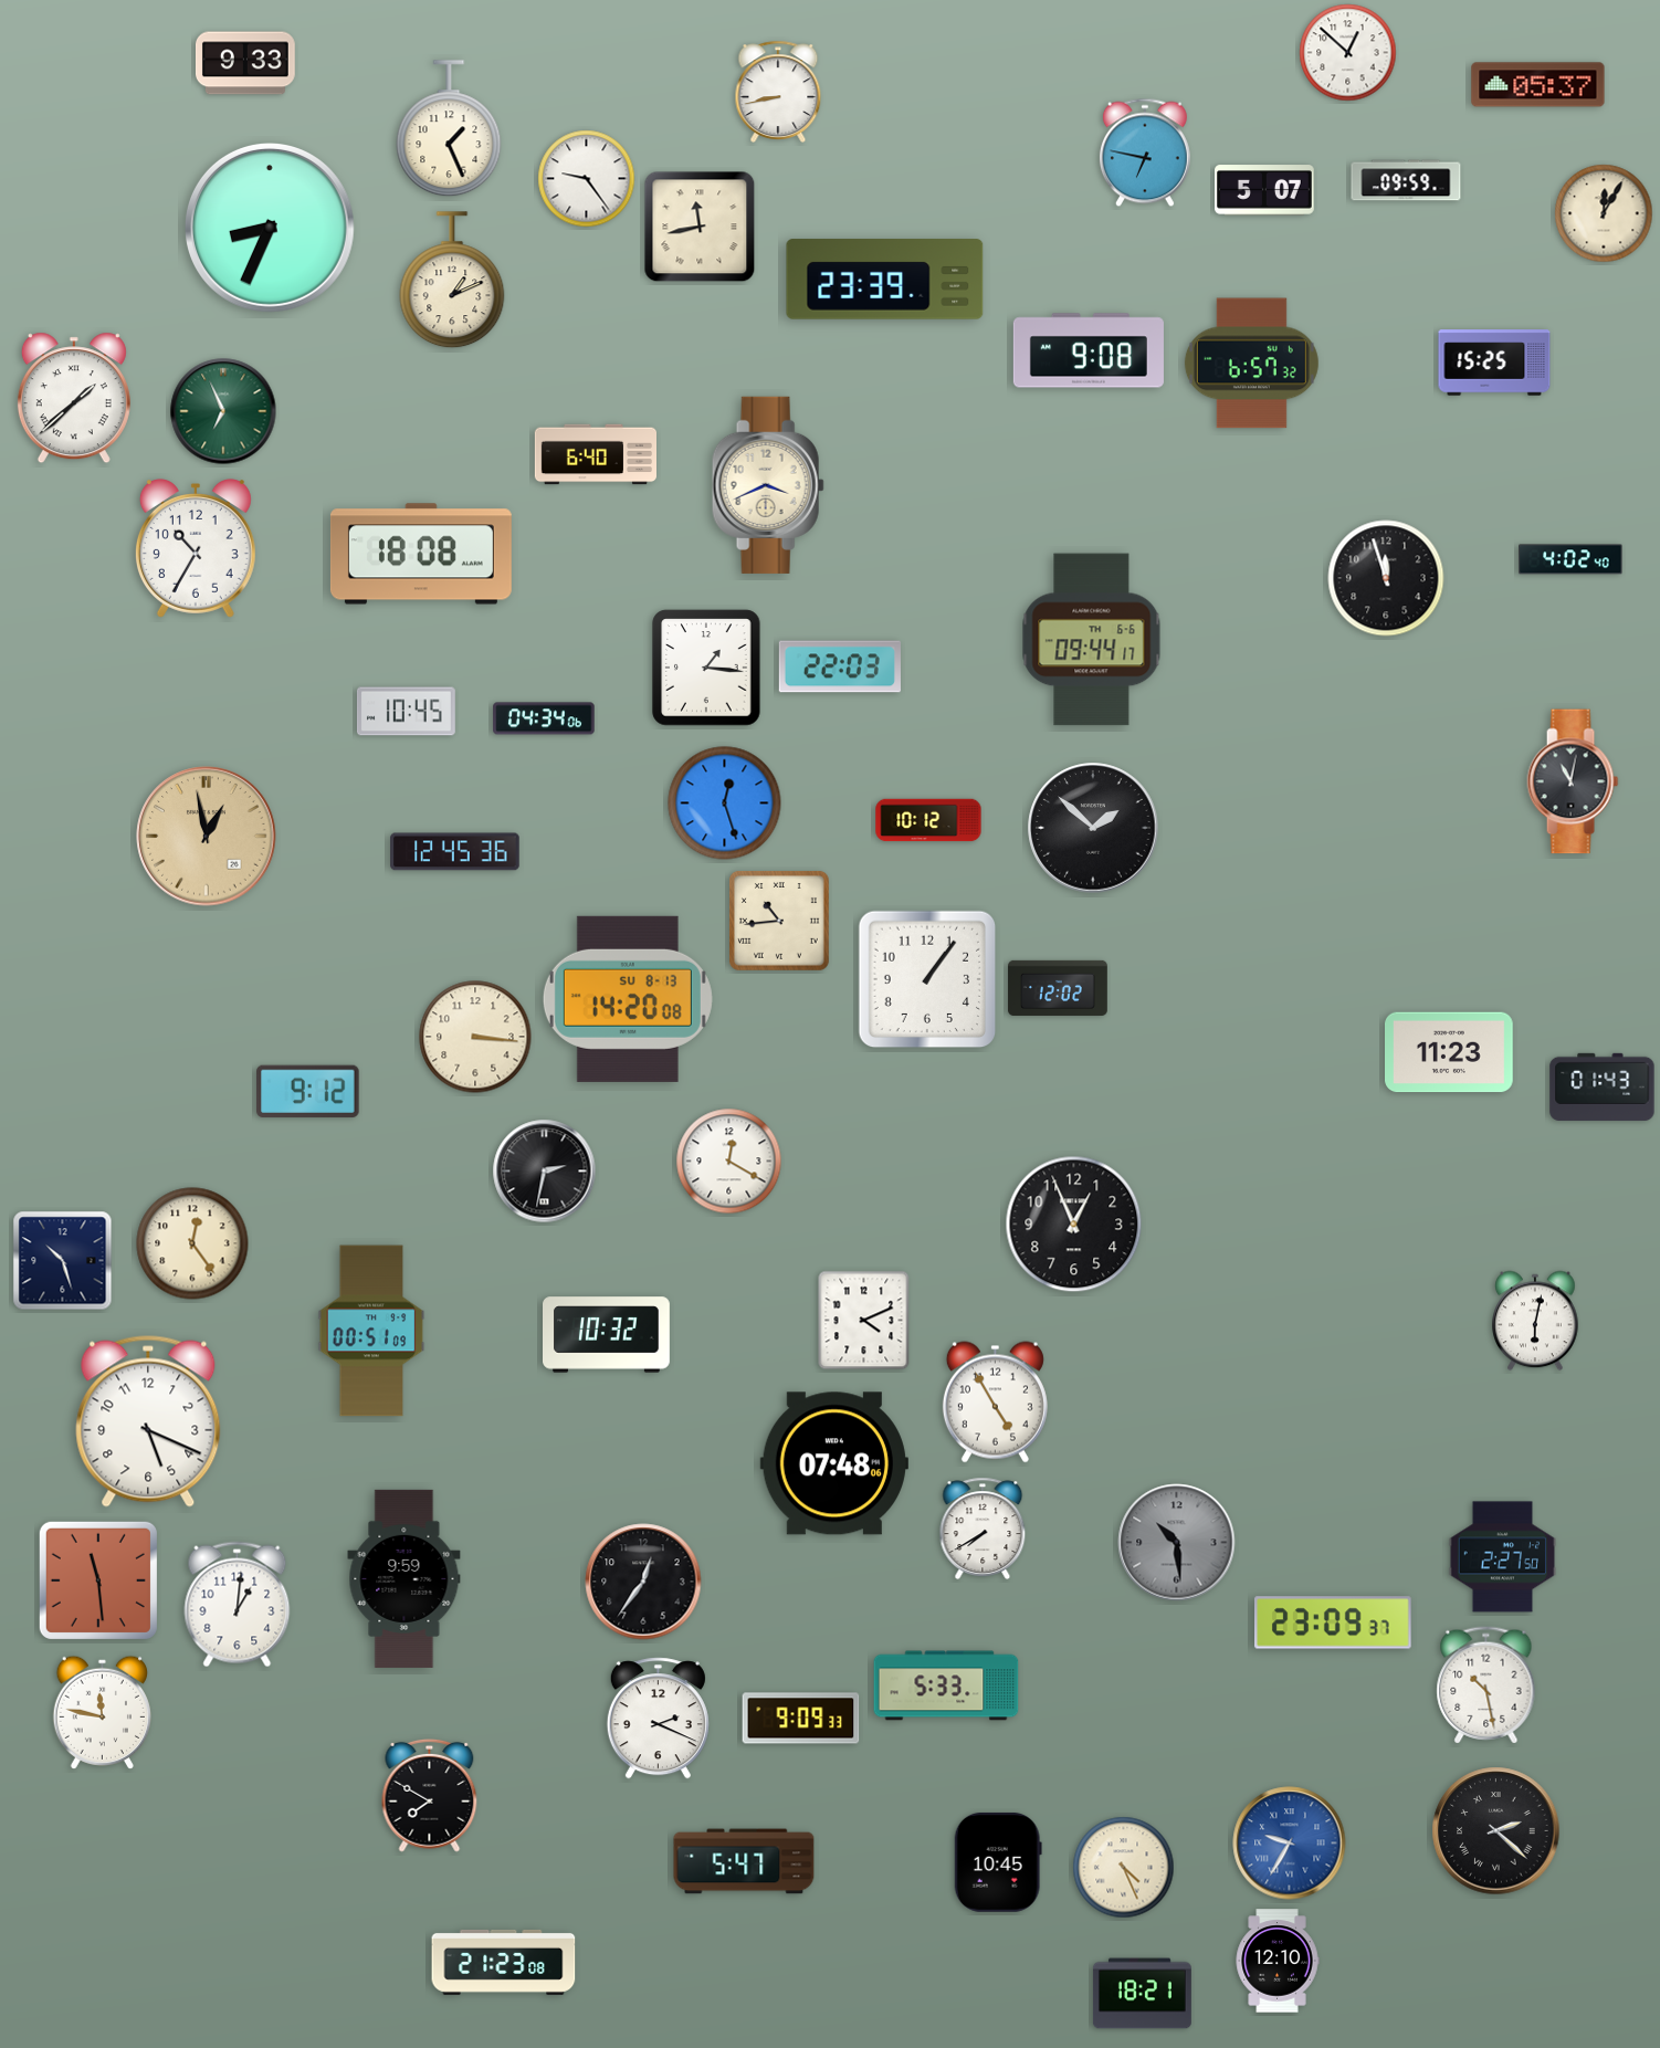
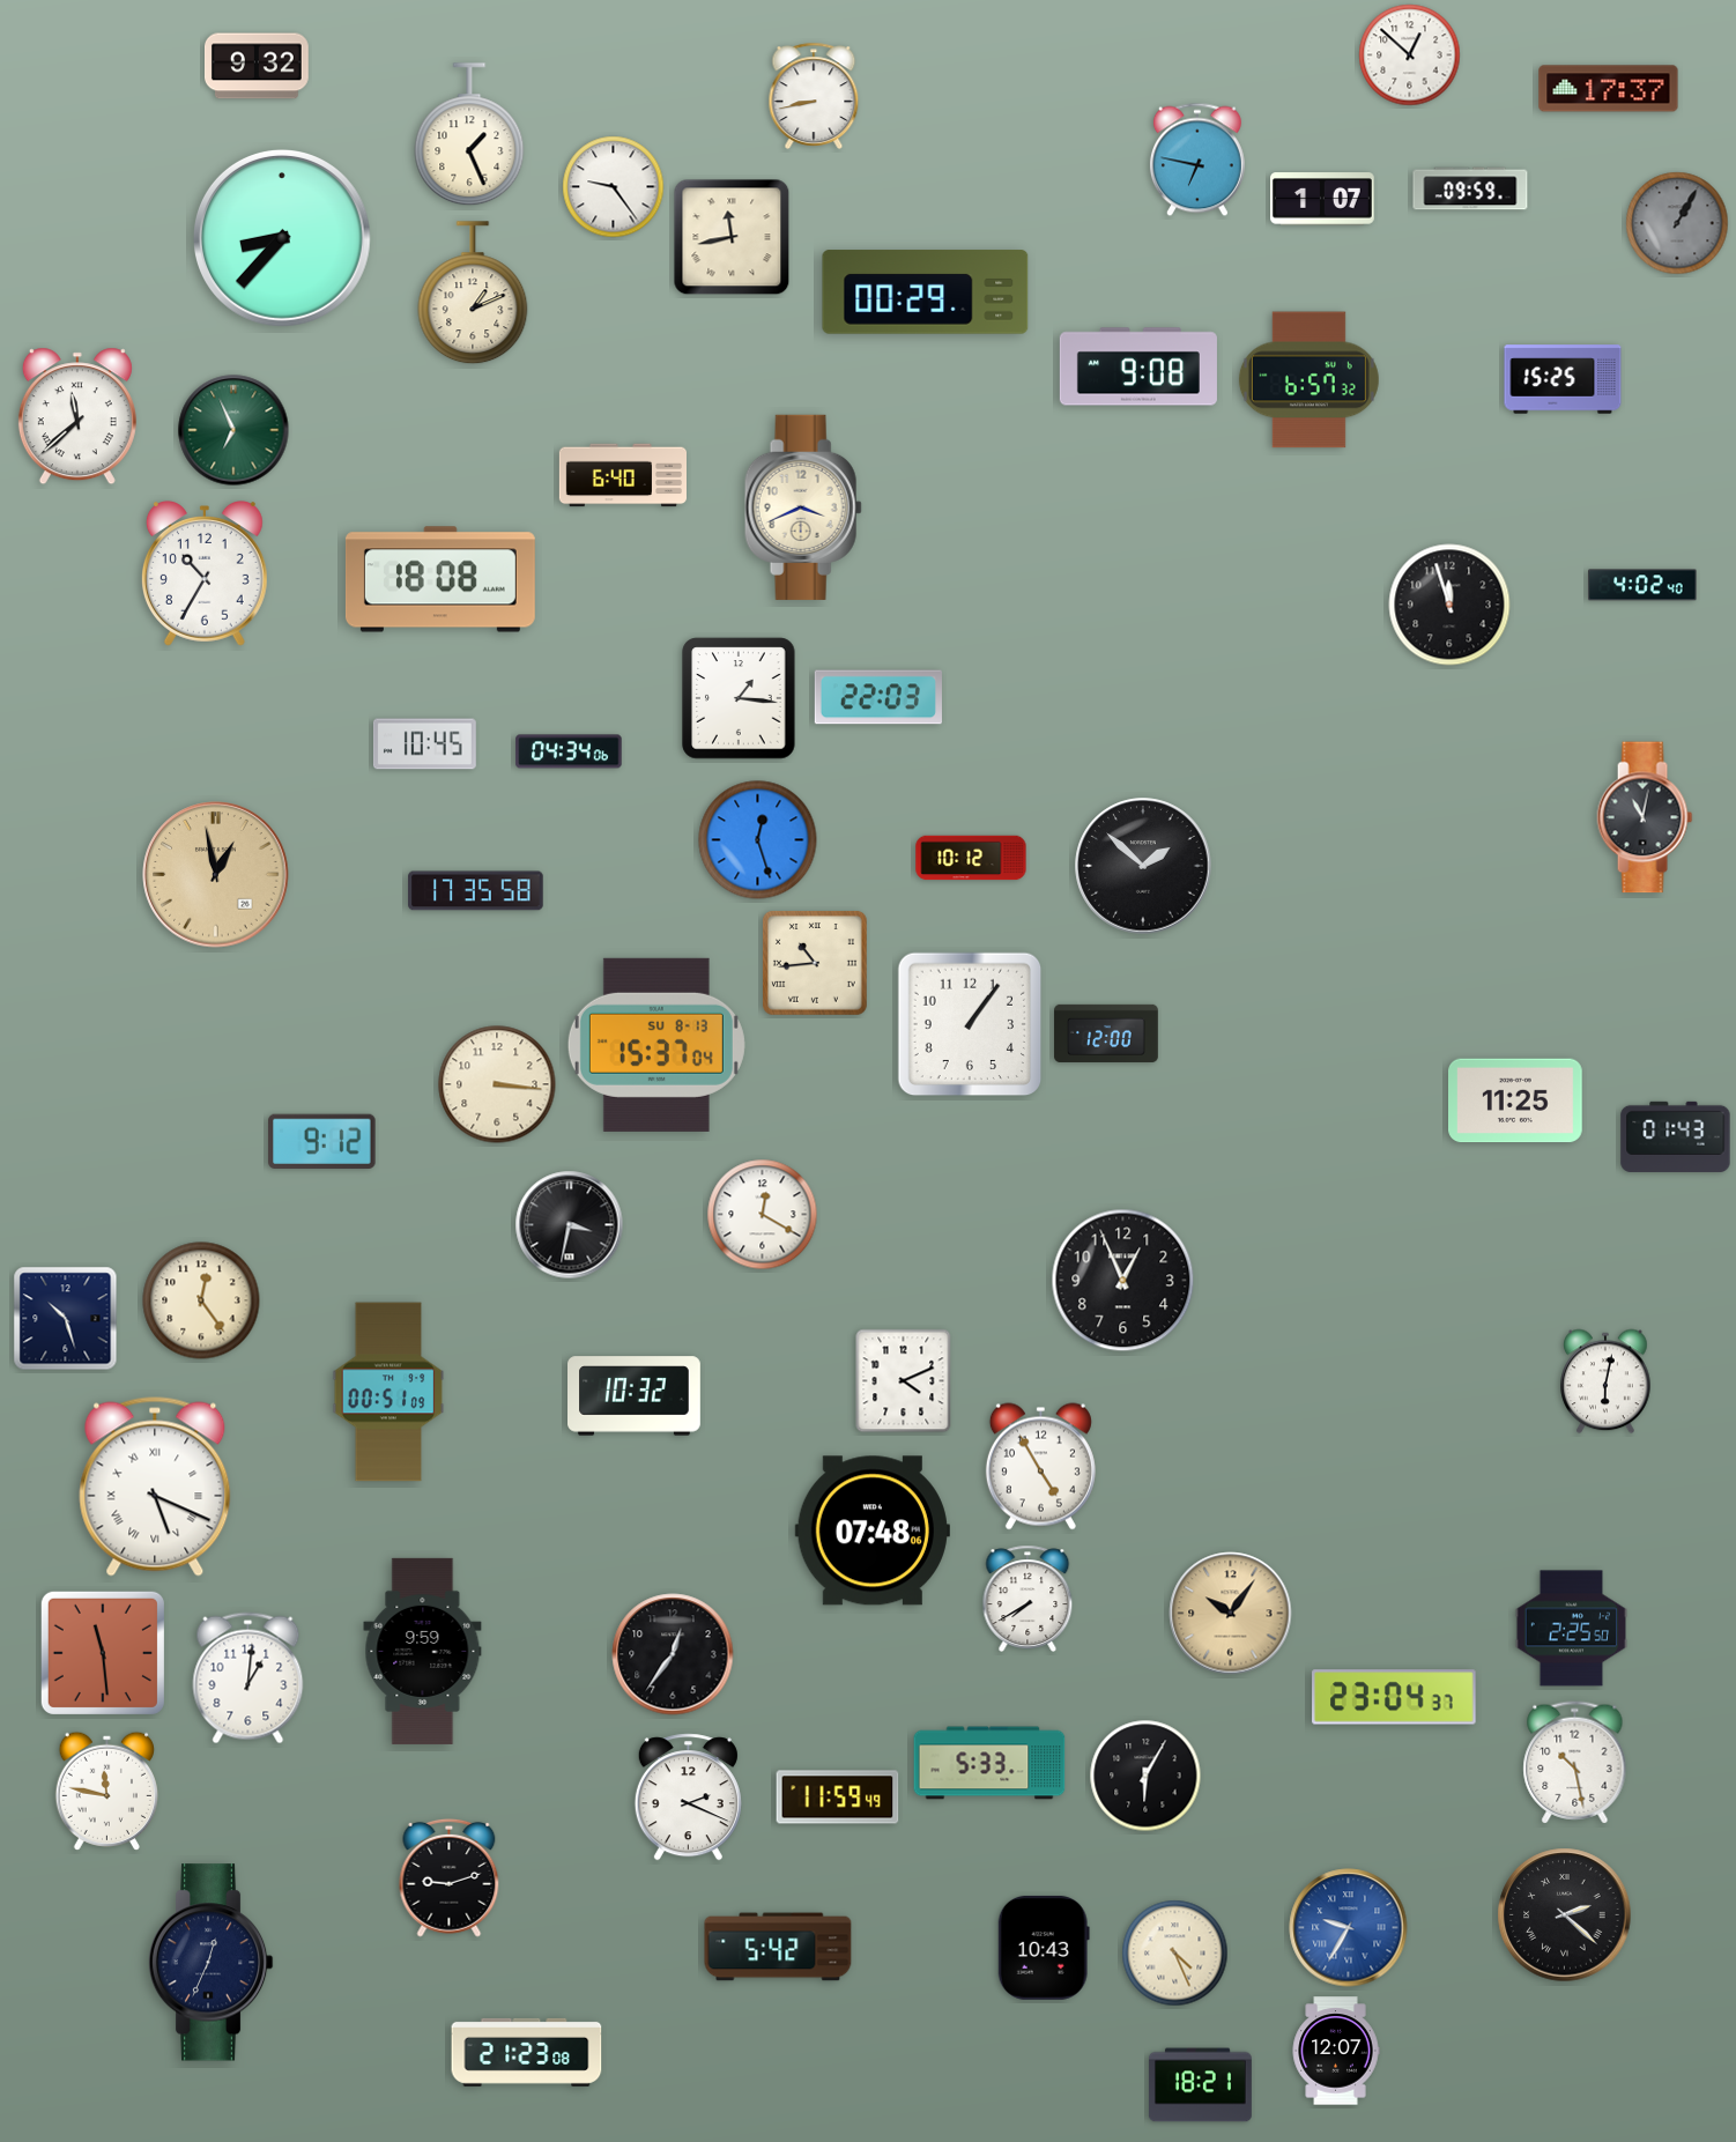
clock at (246, 63): 9:33 -> 9:32
clock at (1538, 85): 05:37 -> 17:37
clock at (1265, 190): 5:07 -> 1:07
clock at (1604, 213): 12:05 -> 1:05
clock at (1604, 213) dial: cream -> grey
clock at (270, 228): 8:34 -> 8:37
clock at (885, 280): 23:39 -> 00:29
clock at (74, 398): 1:38 -> 11:38
clock at (1092, 640): 09:44 -> none
clock at (455, 852): 12:45 -> 17:35
clock at (1058, 988): 12:02 -> 12:00
clock at (628, 999): 14:20 -> 15:37
clock at (1450, 1052): 11:23 -> 11:25
clock at (545, 1172): 2:32 -> 3:32
clock at (148, 1421) numerals: Arabic -> Roman
clock at (1177, 1543): 10:29 -> 10:06
clock at (1177, 1543) dial: grey -> champagne
clock at (1503, 1557): 2:27 -> 2:25
clock at (1333, 1622): 23:09 -> 23:04
clock at (1486, 1685) position: (1486, 1685) -> (1575, 1763)
clock at (1145, 1776): none -> 6:05
clock at (801, 1719): 9:09 -> 11:59
clock at (430, 1795): 7:50 -> 9:12
clock at (744, 1861): 5:47 -> 5:42
clock at (998, 1862): 10:45 -> 10:43
clock at (210, 1963): none -> 12:34
clock at (1278, 1961): 12:10 -> 12:07
clock at (1142, 1994) position: (1142, 1994) -> (1200, 2085)
